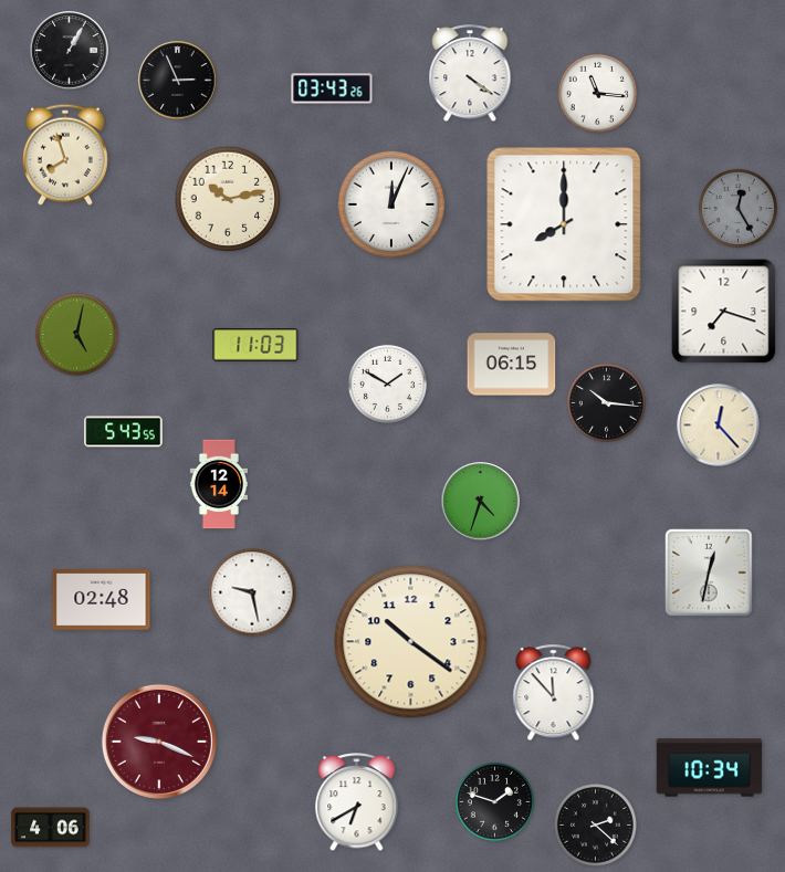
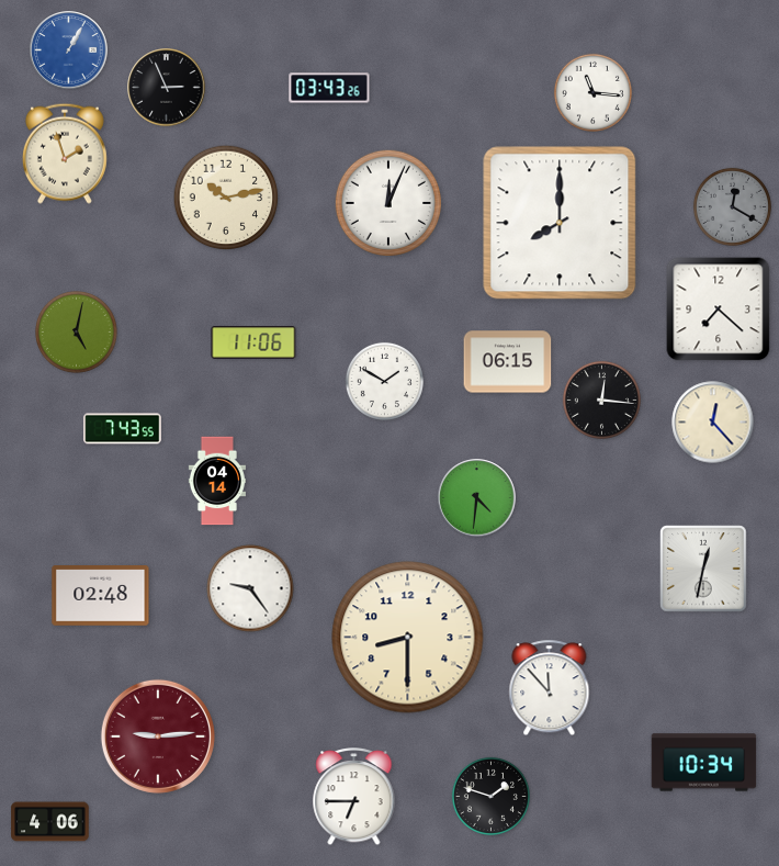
clock at (70, 51) dial: black -> blue
clock at (470, 74): 4:21 -> none
clock at (178, 81) position: (178, 81) -> (167, 88)
clock at (65, 155): 7:57 -> 1:57
clock at (737, 208): 12:25 -> 12:20
clock at (724, 312): 7:18 -> 7:22
clock at (255, 345): 11:03 -> 11:06
clock at (606, 402): 10:16 -> 12:16
clock at (124, 432): 5:43 -> 7:43
clock at (219, 484): 12:14 -> 04:14
clock at (481, 502): 4:33 -> 4:31
clock at (252, 592): 9:28 -> 9:24
clock at (411, 642): 10:21 -> 8:30
clock at (159, 742): 9:19 -> 9:14
clock at (357, 802): 6:40 -> 6:45
clock at (596, 826): 2:22 -> none
